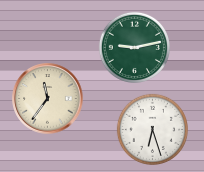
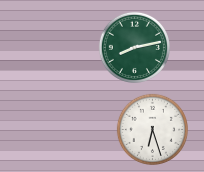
clock at (134, 47): 9:13 -> 8:13
clock at (48, 99): 11:36 -> none
